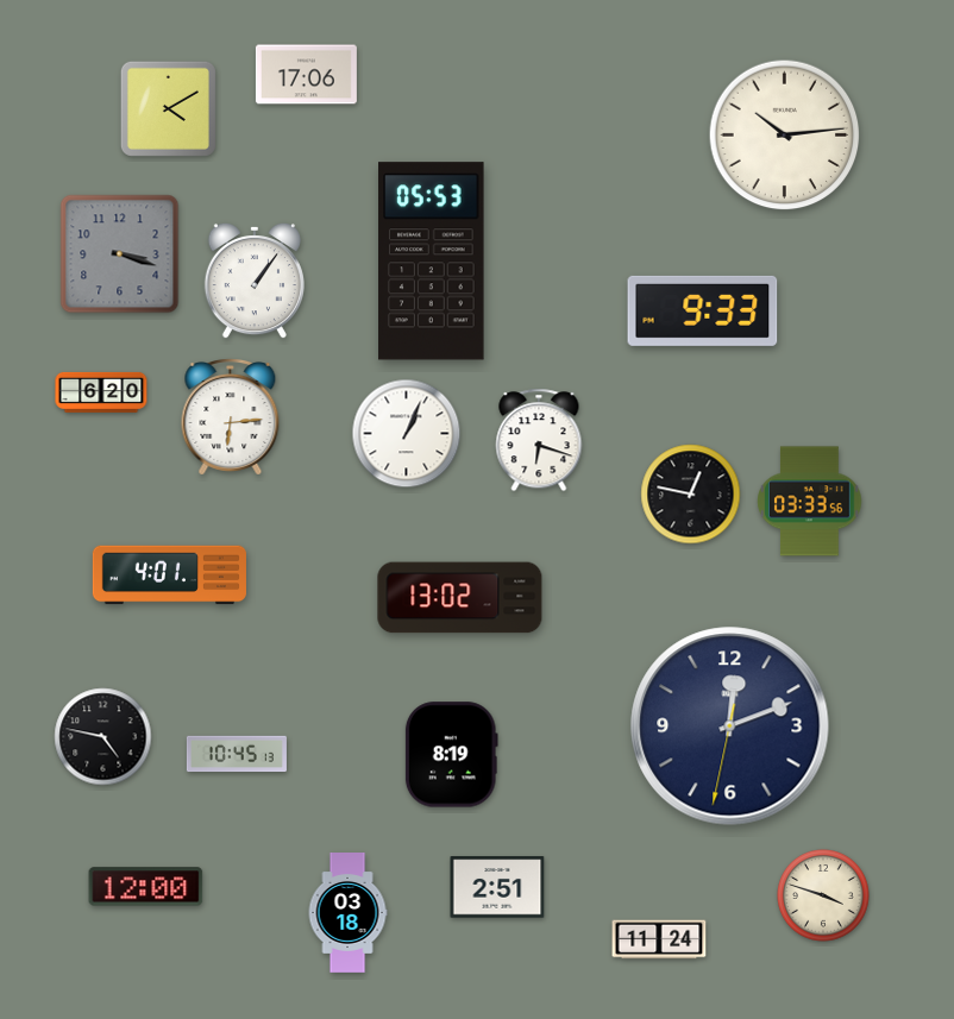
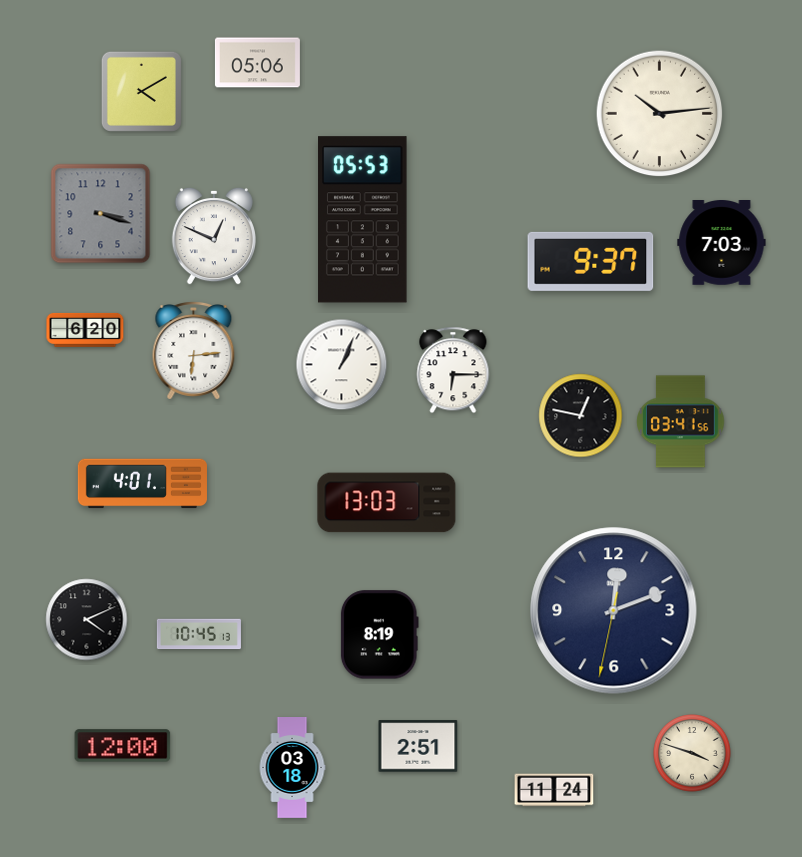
clock at (306, 75): 17:06 -> 05:06
clock at (255, 281): 1:06 -> 12:49
clock at (722, 243): none -> 7:03
clock at (703, 310): 9:33 -> 9:37
clock at (539, 440): 6:18 -> 6:15
clock at (810, 502): 03:33 -> 03:41
clock at (460, 598): 13:02 -> 13:03
clock at (103, 737): 4:47 -> 4:11
